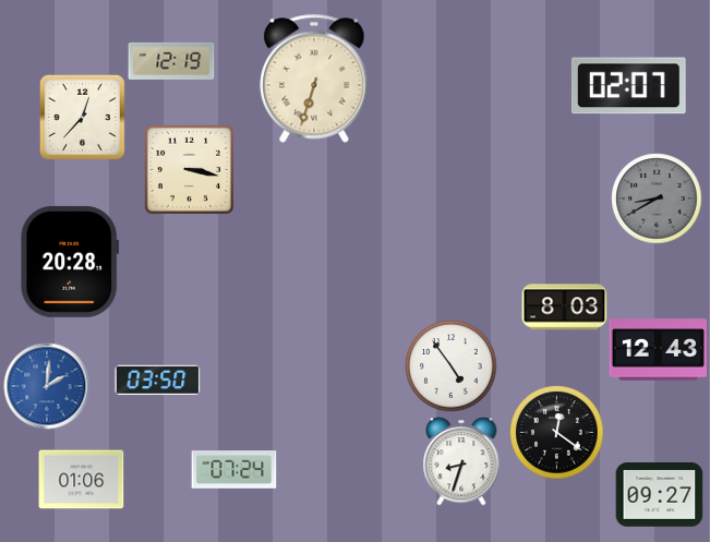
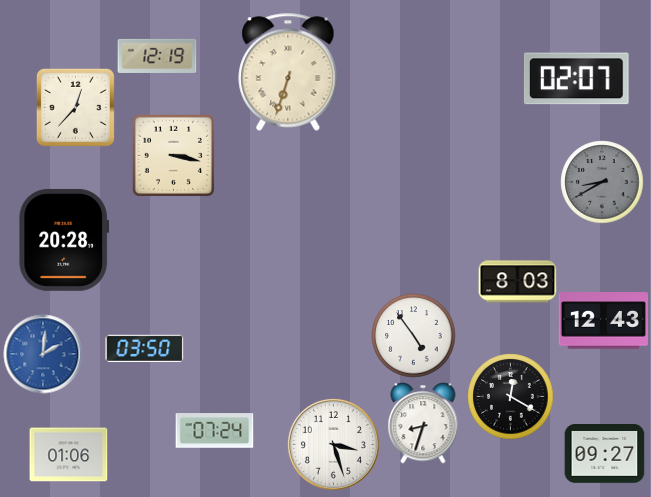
clock at (556, 432): 12:21 -> 12:20
clock at (81, 480) position: (81, 480) -> (68, 455)
clock at (333, 444): none -> 3:27
